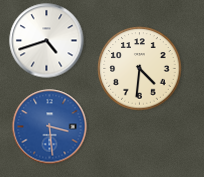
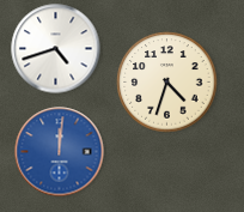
clock at (140, 69): 4:31 -> 4:33
clock at (50, 127): 3:29 -> 12:01
